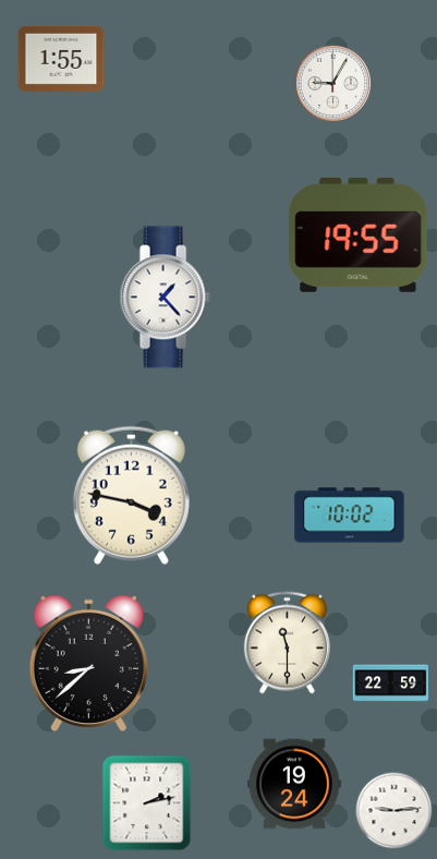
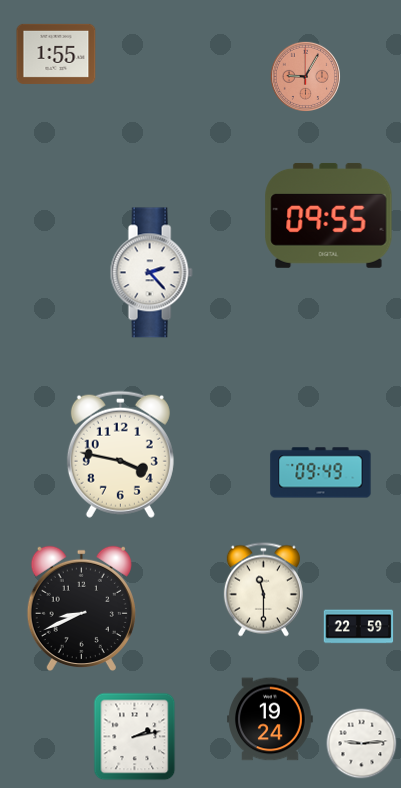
clock at (332, 83) dial: white -> salmon
clock at (359, 234): 19:55 -> 09:55
clock at (165, 298): 1:23 -> 2:23
clock at (350, 516): 10:02 -> 09:49
clock at (88, 663): 8:38 -> 8:41
